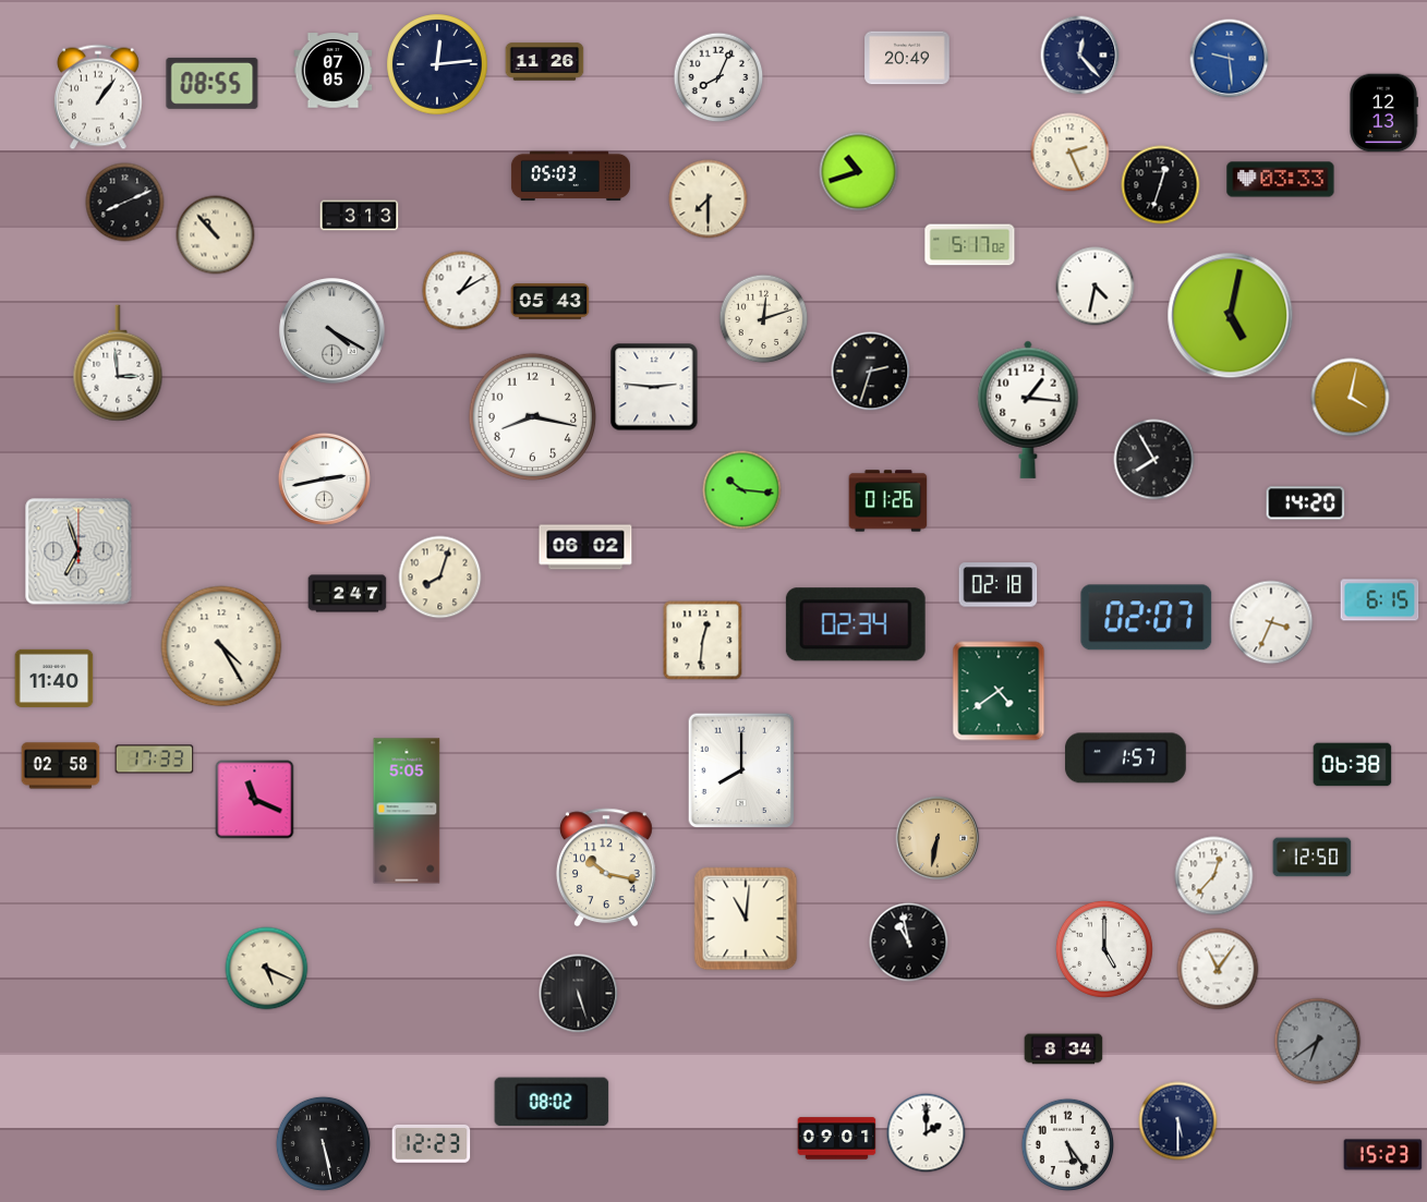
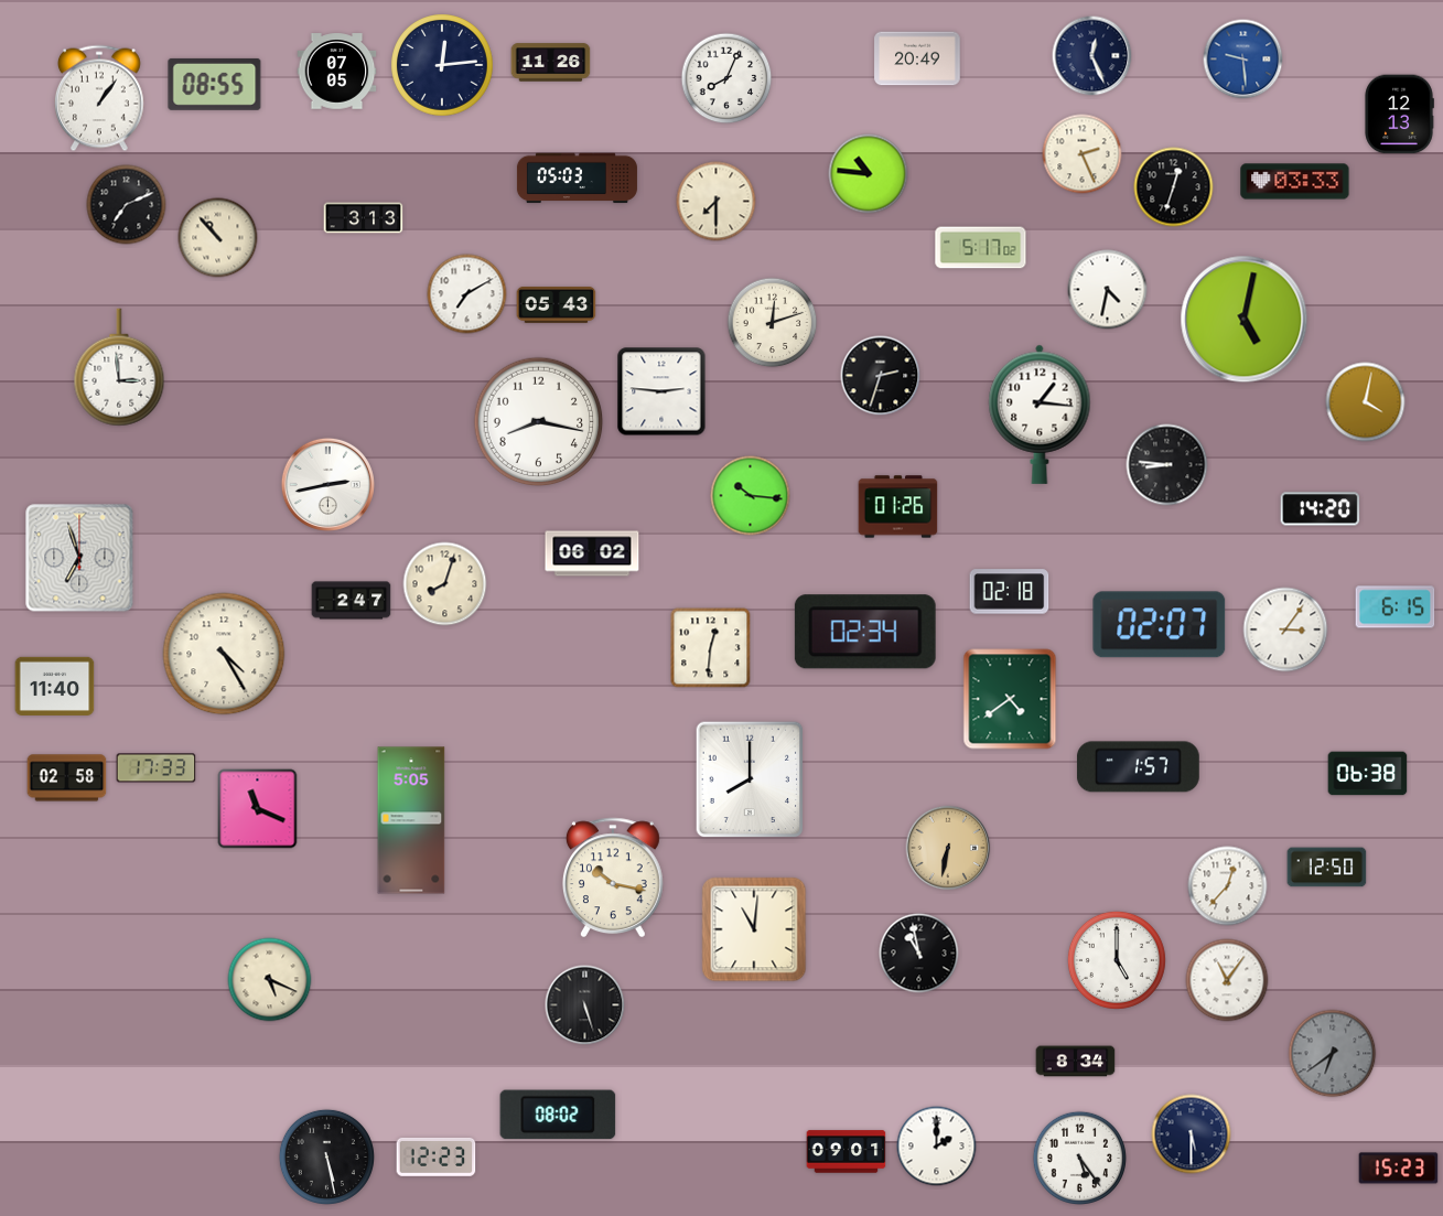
clock at (1080, 56): 12:23 -> 12:26
clock at (859, 172): 10:42 -> 10:46
clock at (125, 203): 8:11 -> 7:11
clock at (462, 291): 1:10 -> 7:10
clock at (332, 331): 4:20 -> none
clock at (1154, 460): 7:55 -> 8:46
clock at (1271, 622): 3:34 -> 3:06
clock at (61, 766) position: (61, 766) -> (67, 778)
clock at (1218, 969) position: (1218, 969) -> (1227, 980)
